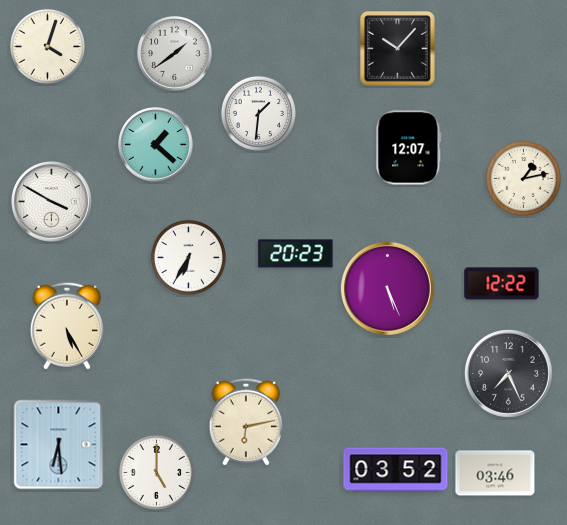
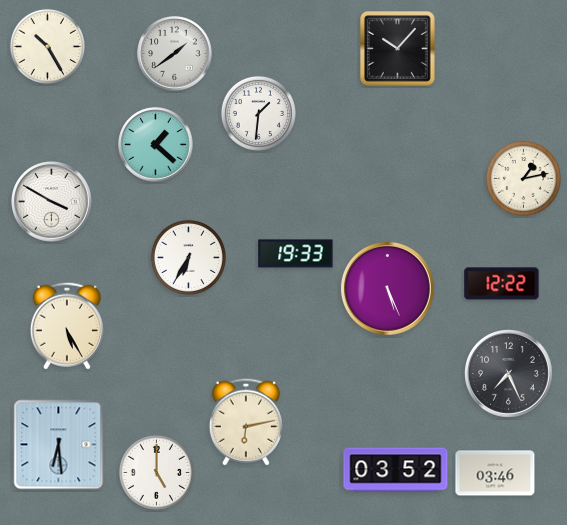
clock at (47, 46): 4:03 -> 10:25
clock at (409, 148): 12:07 -> none
clock at (296, 254): 20:23 -> 19:33
